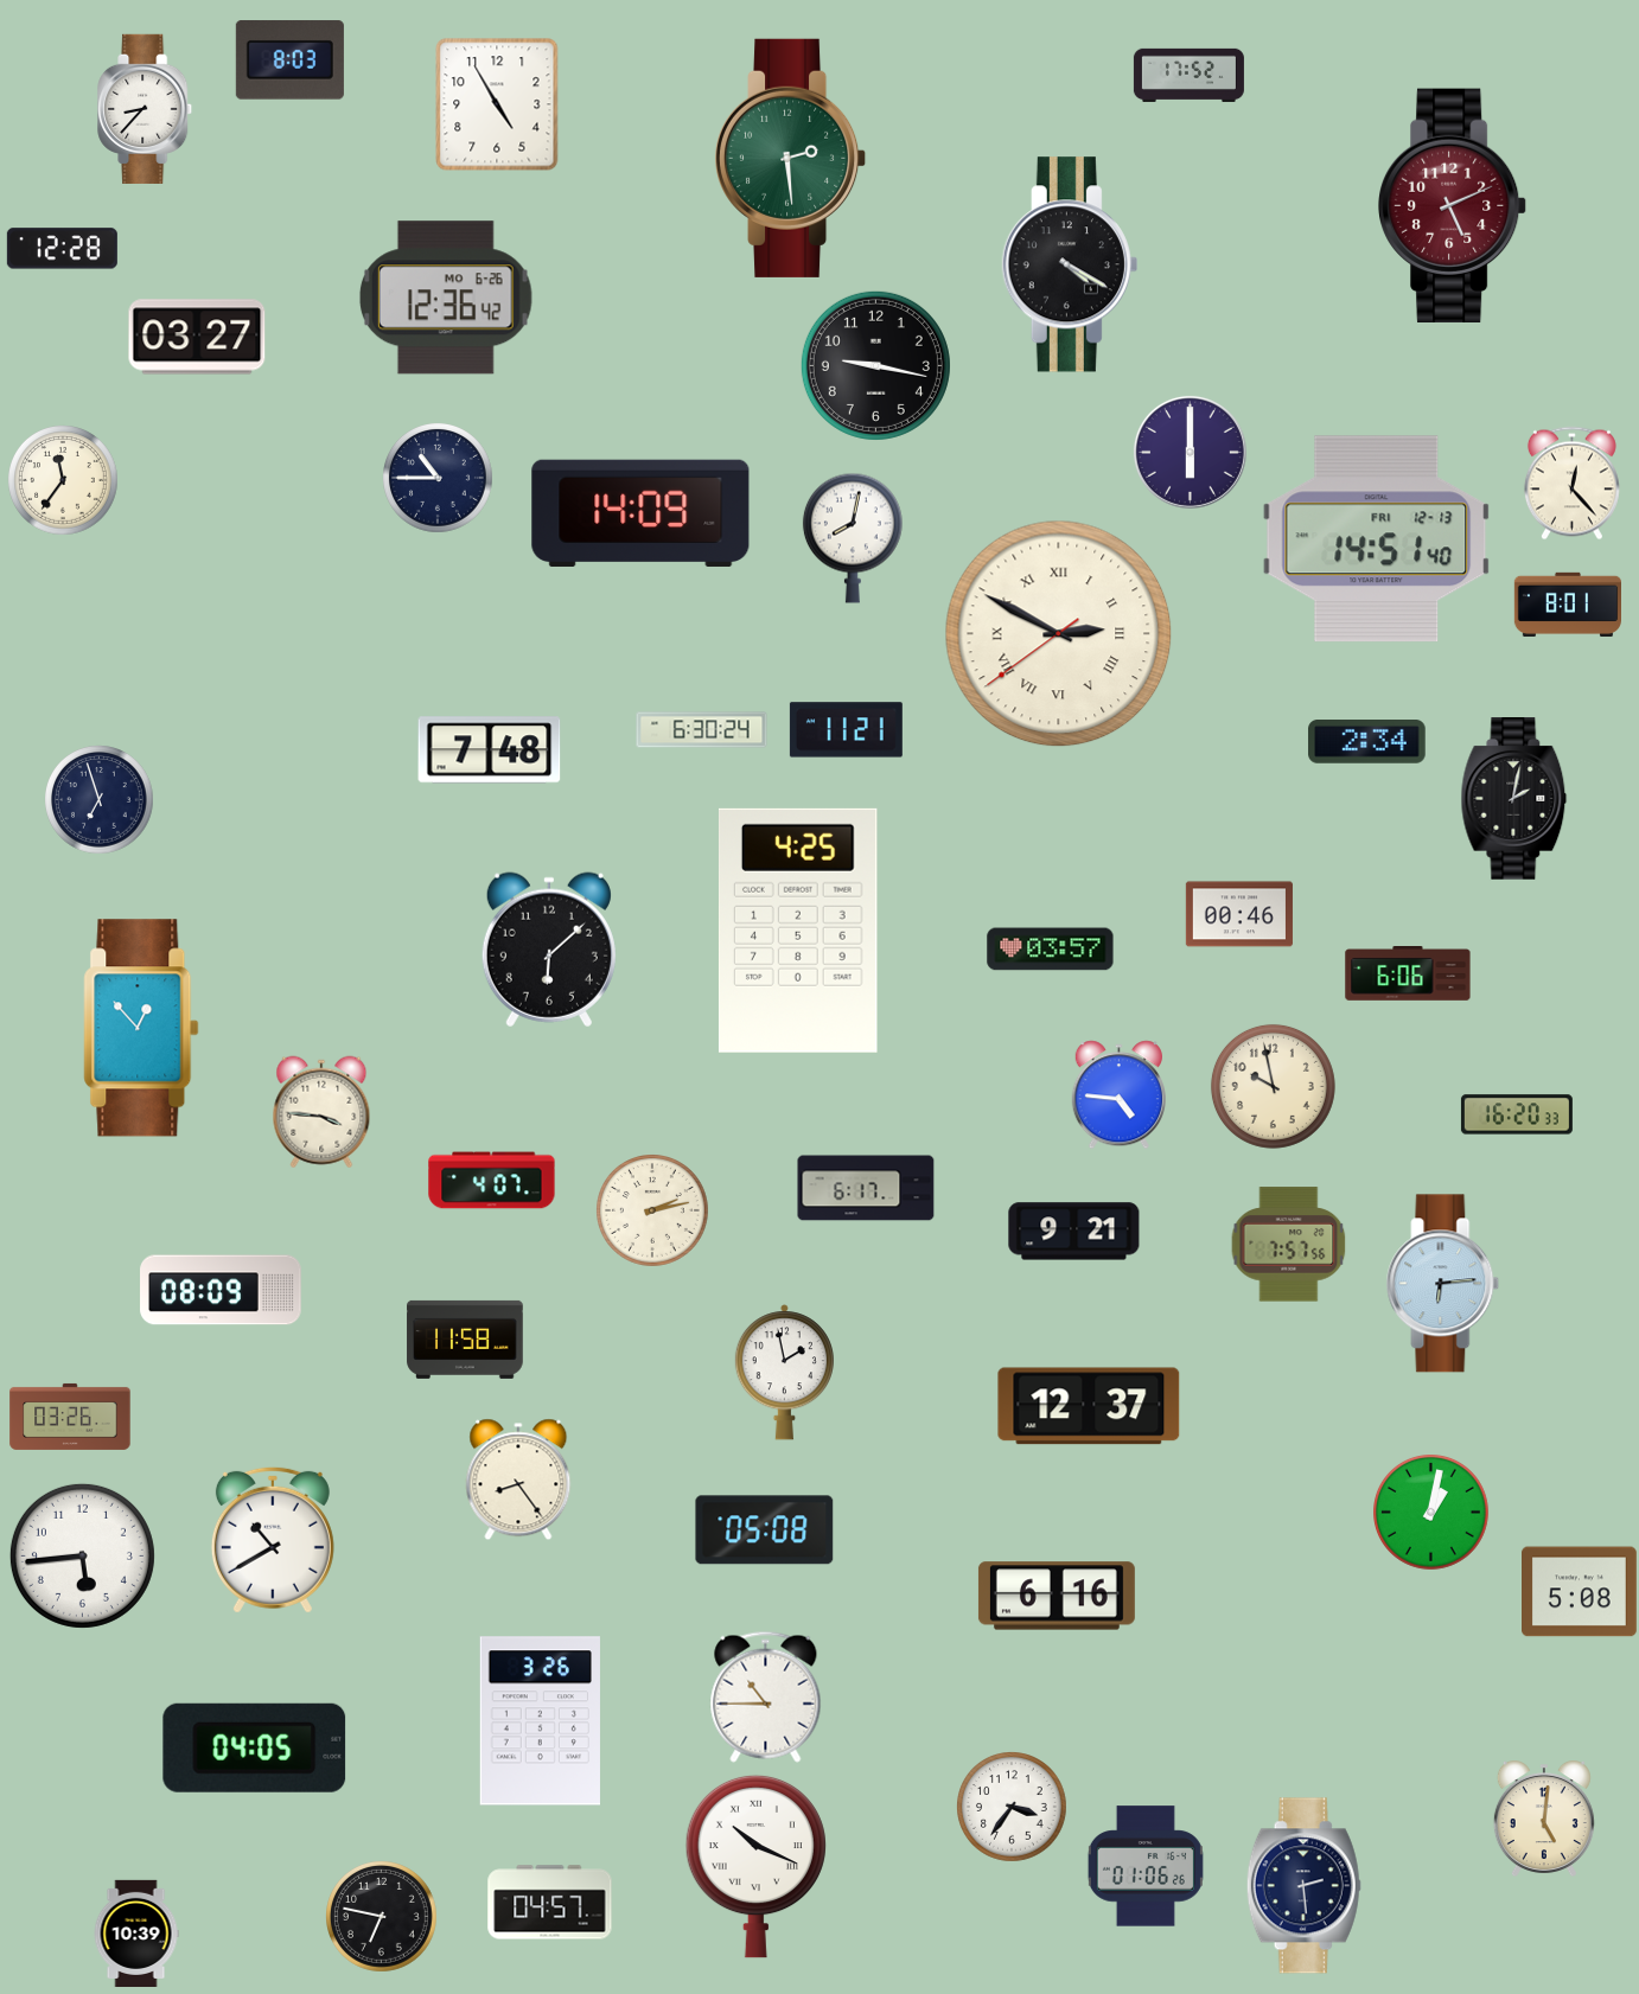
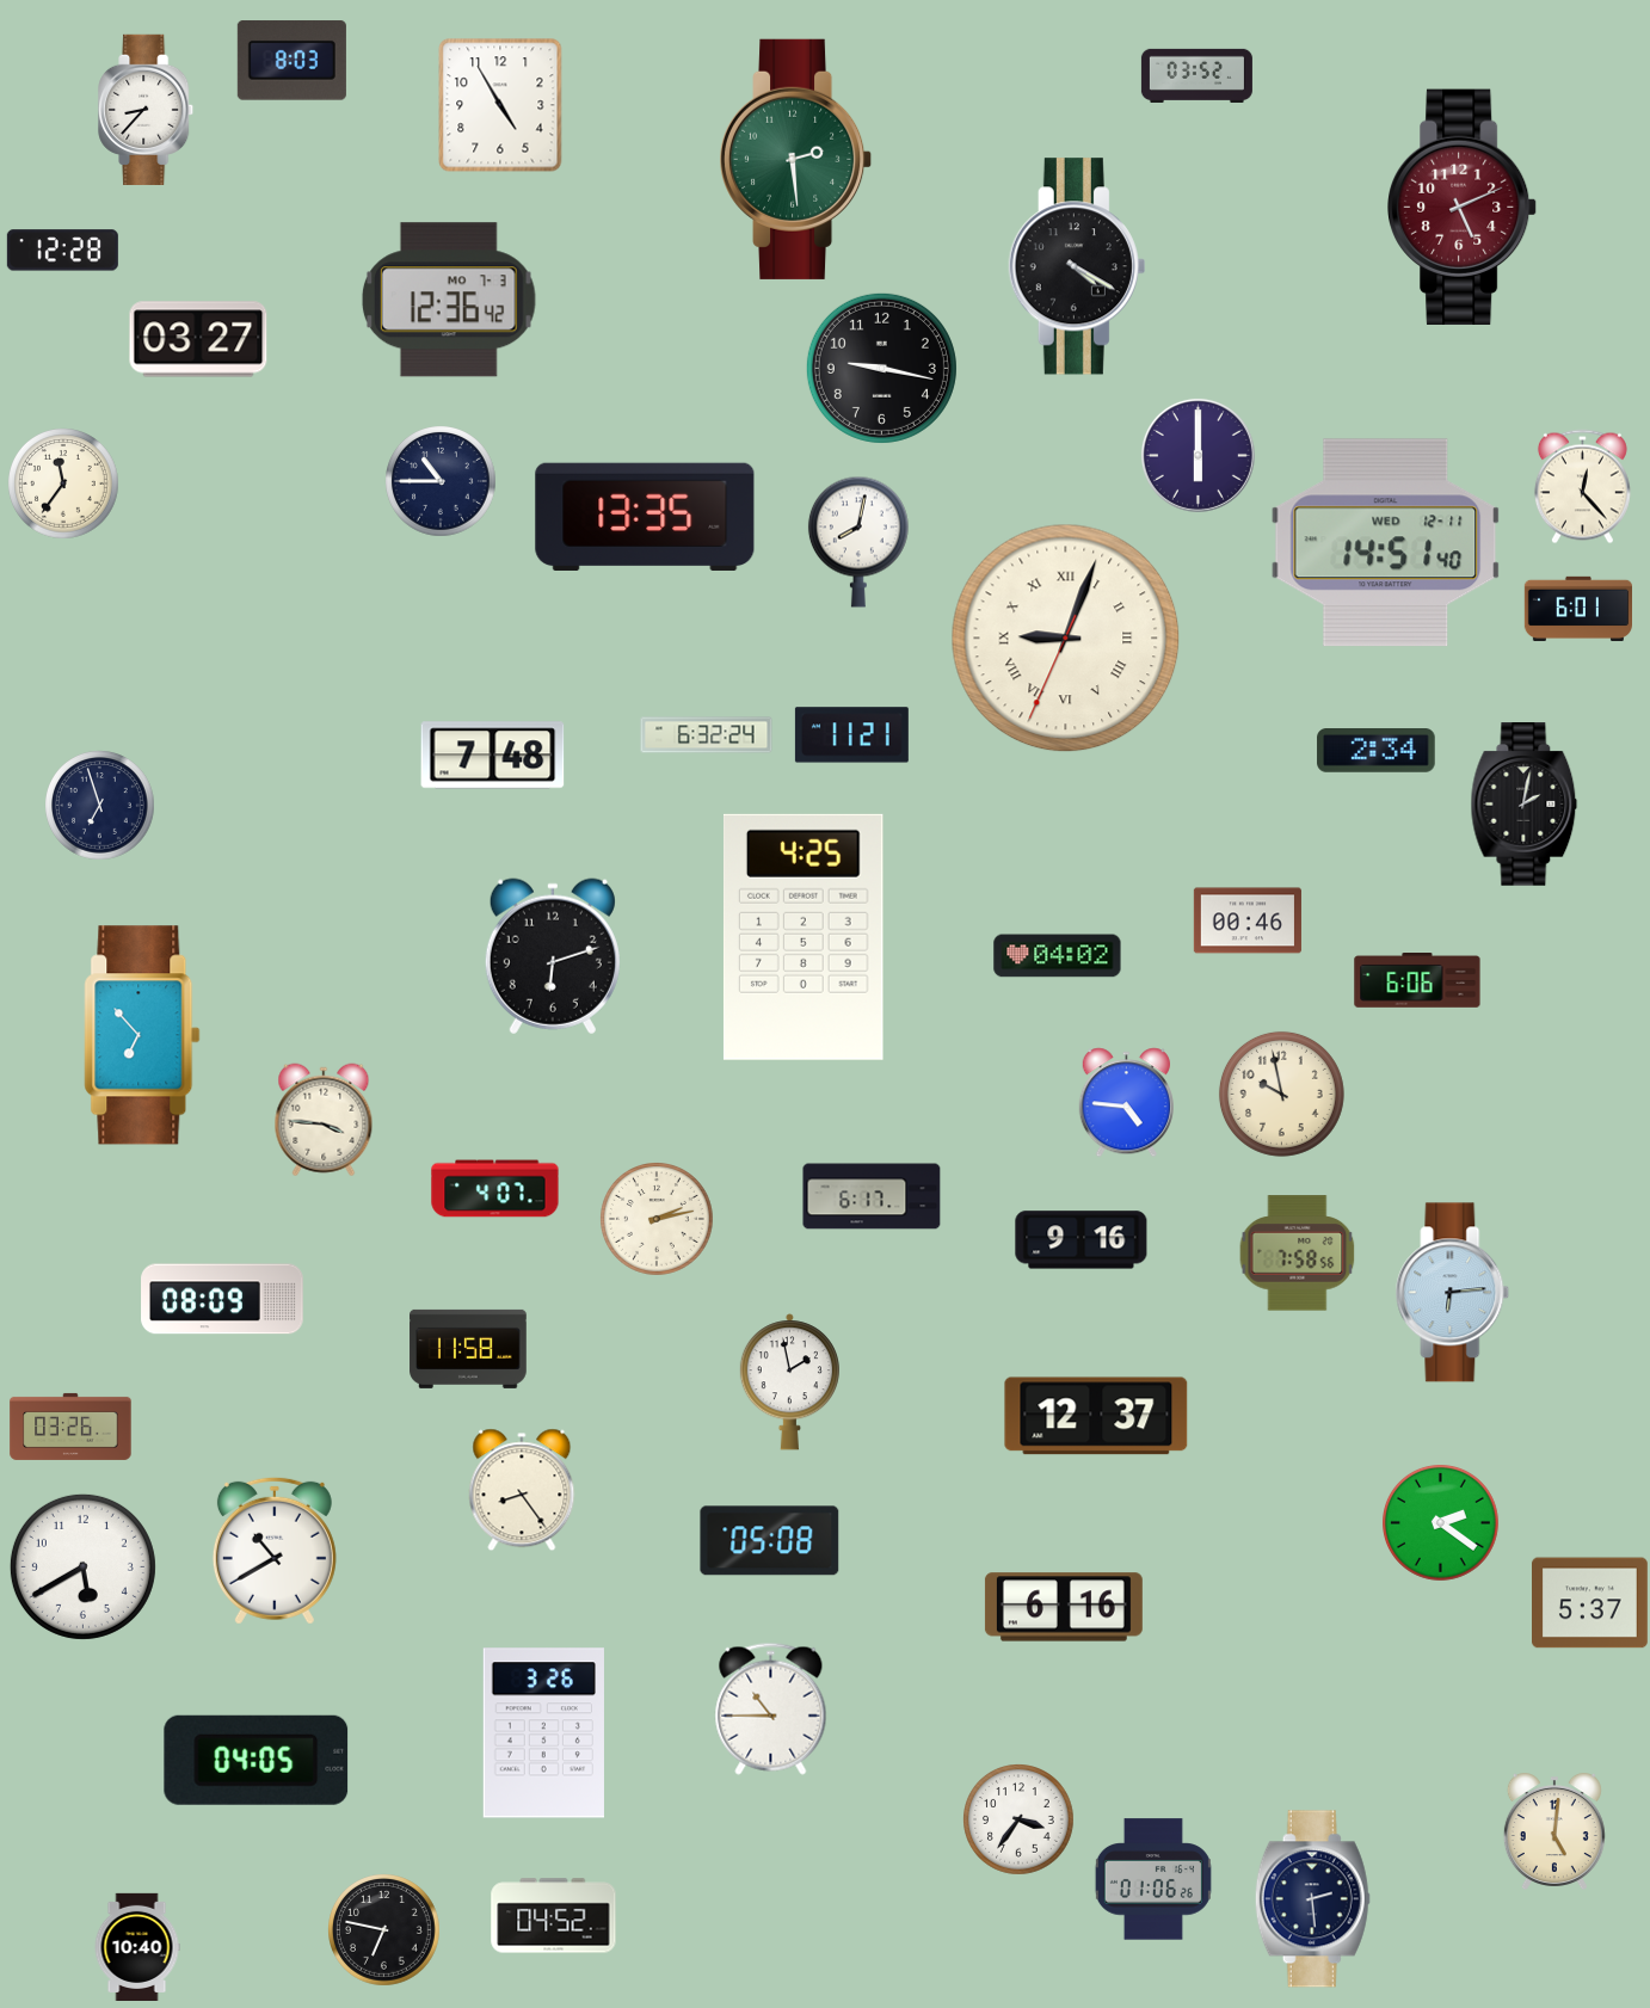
clock at (1188, 75): 17:52 -> 03:52
clock at (446, 298) date: MO 6-26 -> MO 7-3
clock at (640, 512): 14:09 -> 13:35
clock at (1377, 539) date: FRI 12-13 -> WED 12-11
clock at (1567, 605): 8:01 -> 6:01
clock at (1059, 634): 2:49 -> 9:03
clock at (702, 730): 6:30 -> 6:32
clock at (1367, 742) position: (1367, 742) -> (1377, 751)
clock at (549, 950): 6:08 -> 6:12
clock at (1051, 950): 03:57 -> 04:02
clock at (141, 1028): 12:53 -> 6:53
clock at (1517, 1114): 16:20 -> none
clock at (1074, 1232): 9:21 -> 9:16
clock at (1289, 1245): 7:57 -> 7:58
clock at (1431, 1513): 1:02 -> 2:21
clock at (82, 1555): 5:44 -> 5:40
clock at (1580, 1592): 5:08 -> 5:37
clock at (755, 1866): 10:19 -> none
clock at (550, 1903): 04:57 -> 04:52
clock at (136, 1932): 10:39 -> 10:40
